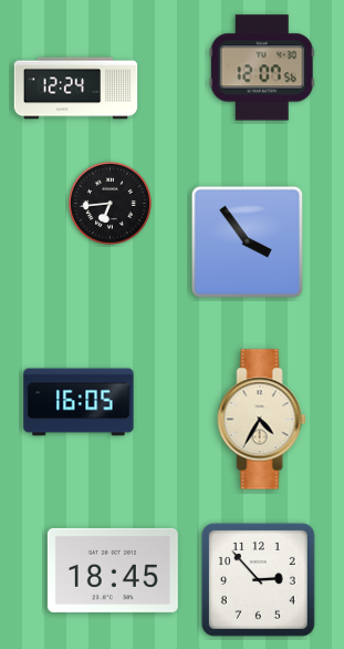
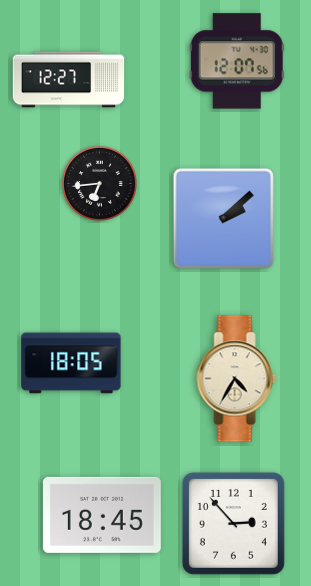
clock at (76, 89): 12:24 -> 12:27
clock at (247, 241): 3:54 -> 2:08
clock at (79, 402): 16:05 -> 18:05
